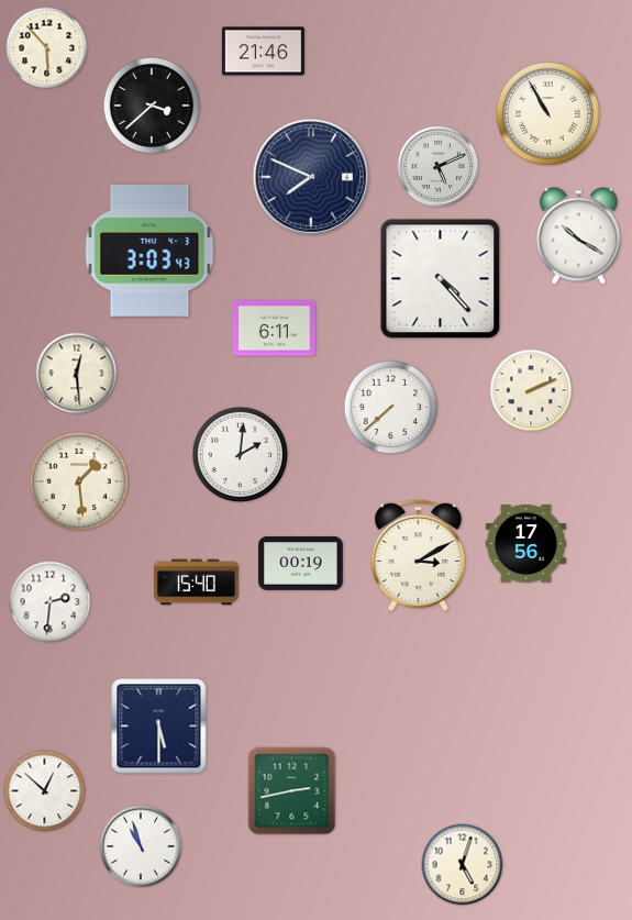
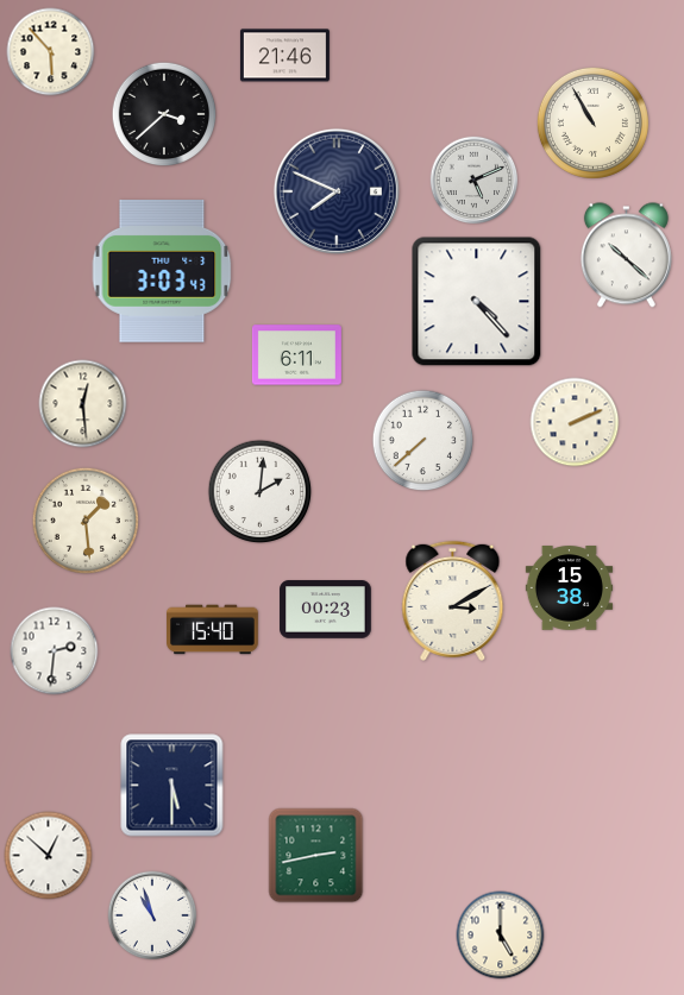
clock at (578, 236): 10:20 -> 10:22
clock at (525, 544): 17:56 -> 15:38
clock at (301, 564): 00:19 -> 00:23
clock at (463, 865): 5:03 -> 5:00
